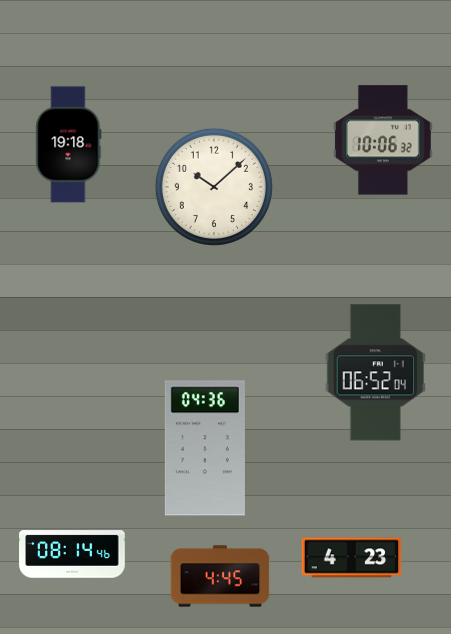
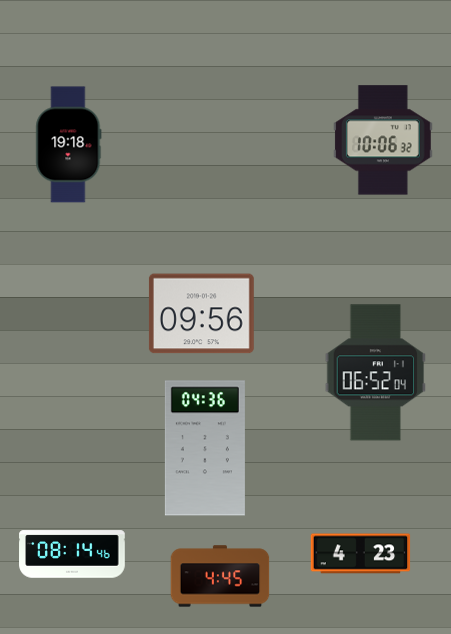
clock at (214, 187): 10:08 -> none
clock at (201, 314): none -> 09:56
clock at (352, 558) position: (352, 558) -> (361, 554)
